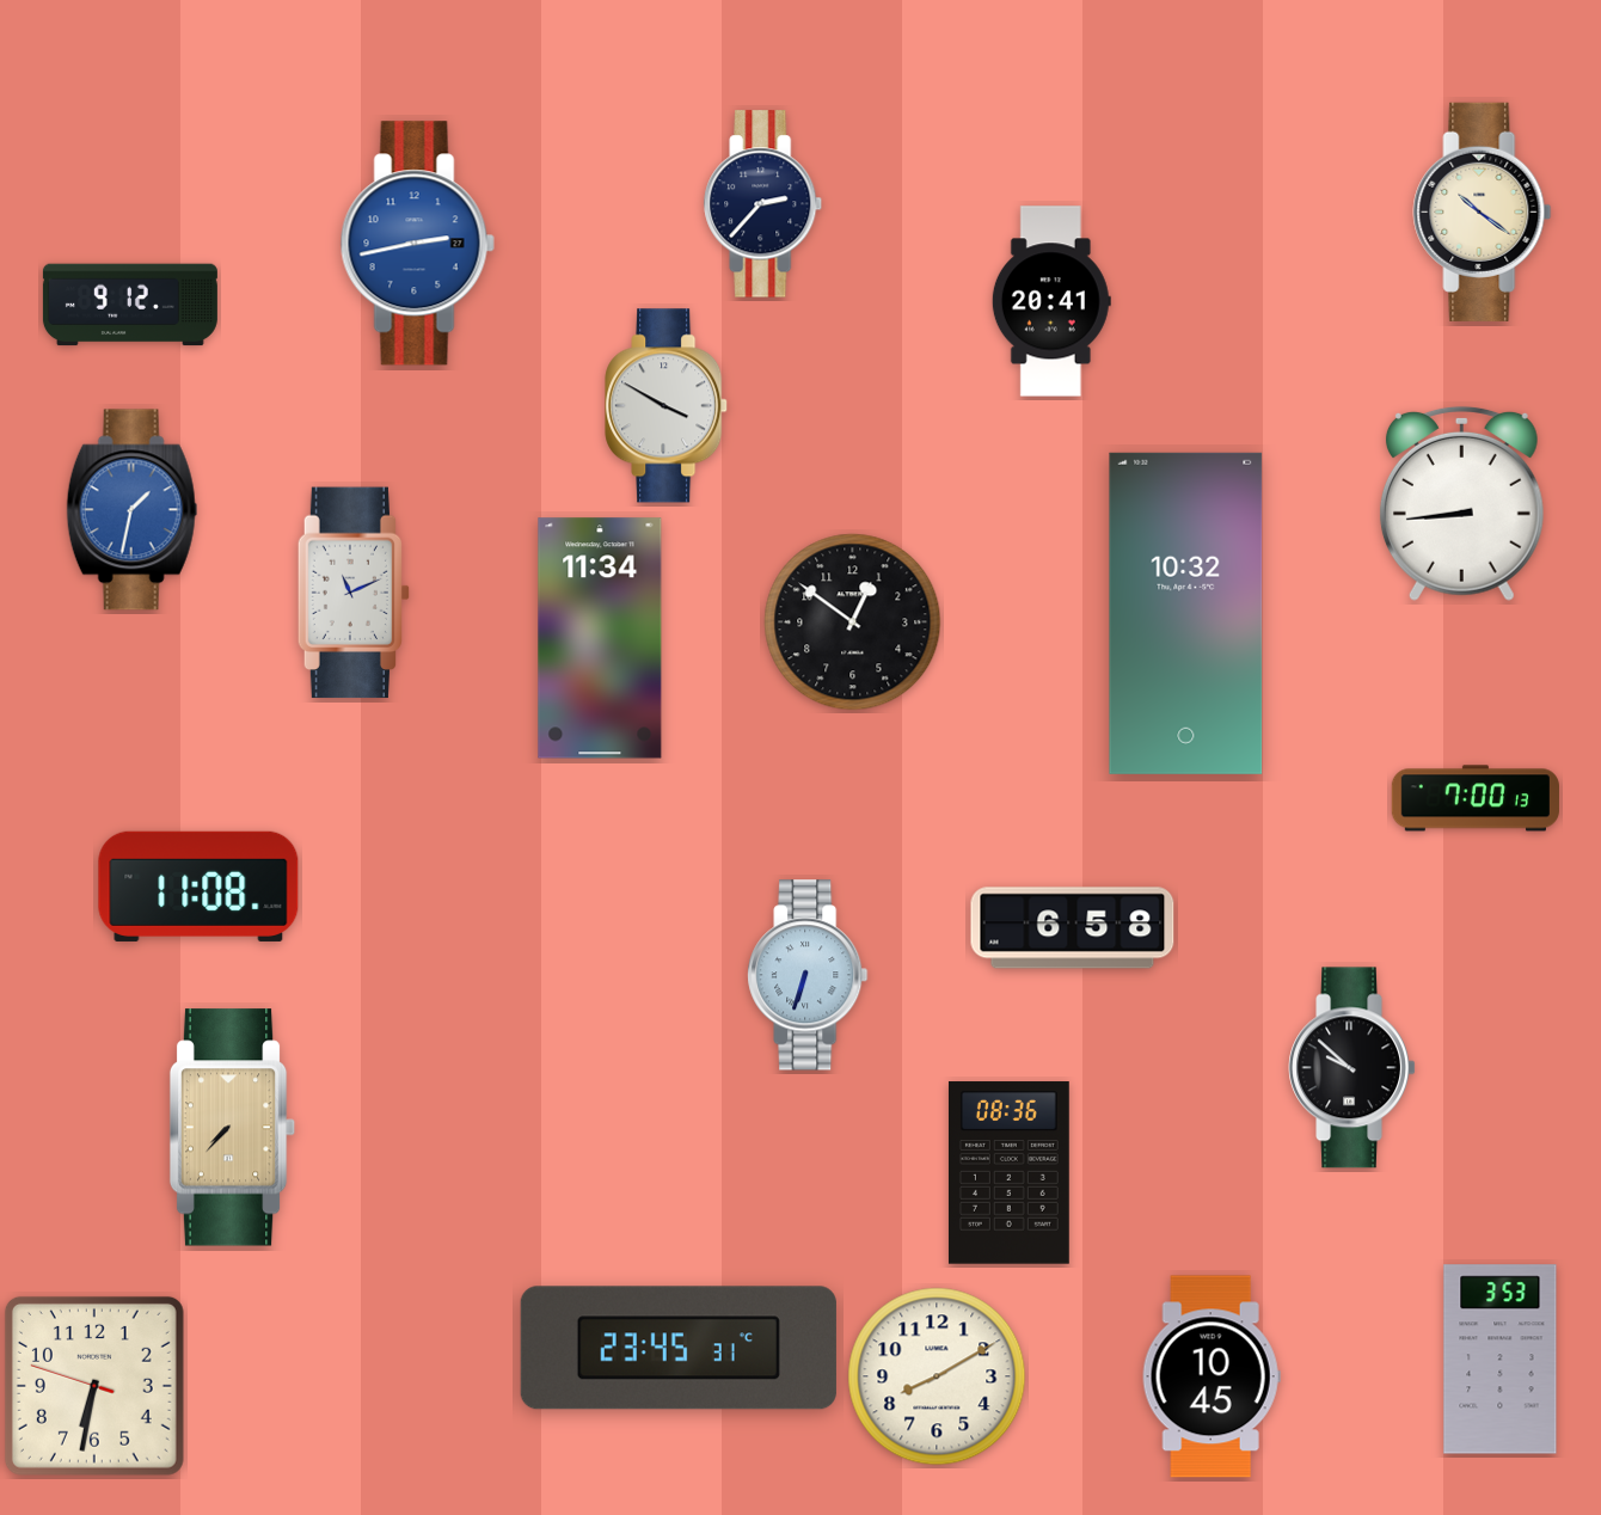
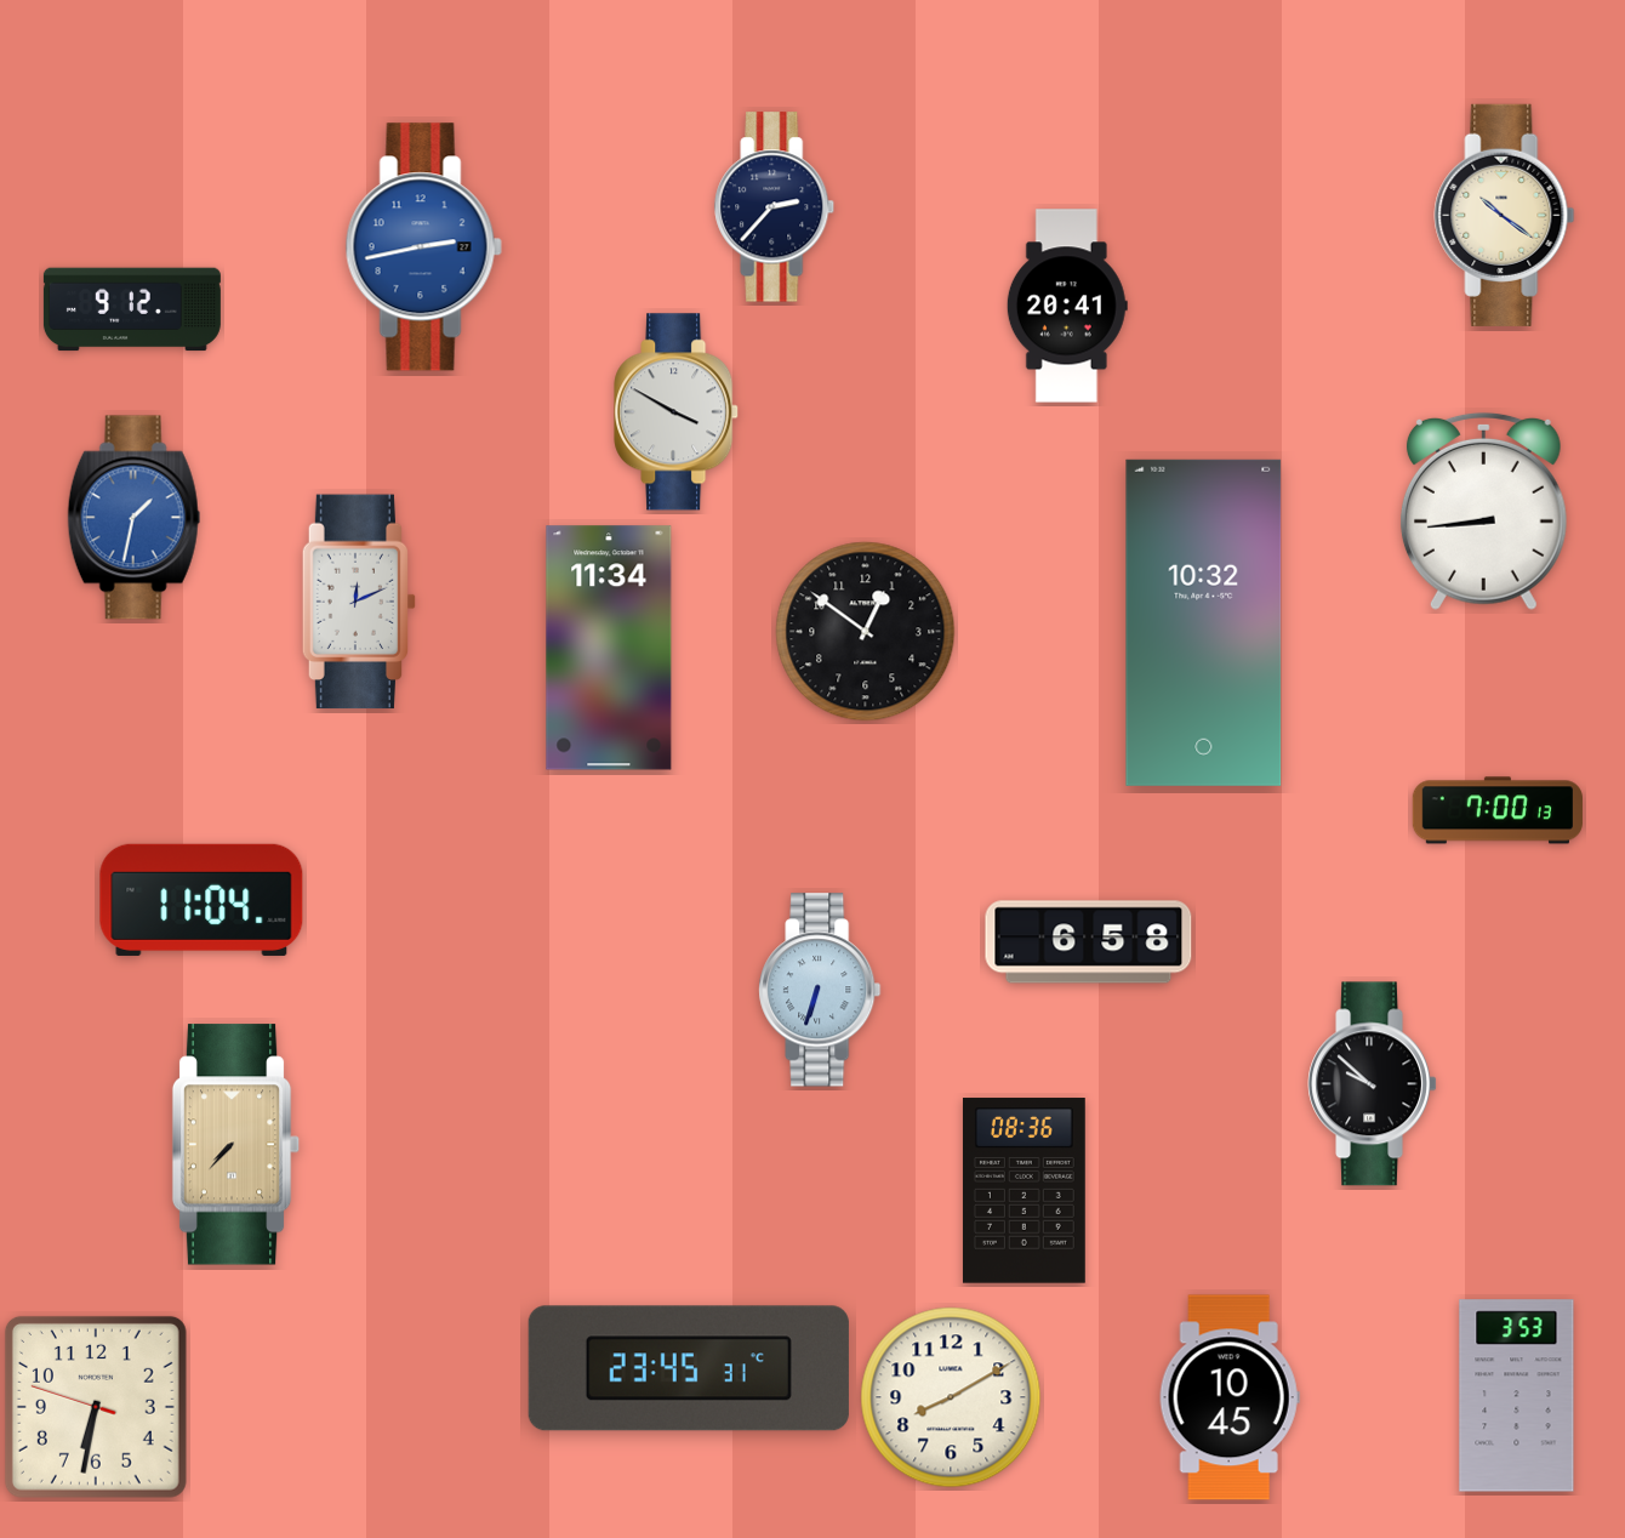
clock at (354, 593): 11:11 -> 12:11
clock at (198, 887): 11:08 -> 11:04
clock at (1501, 1360) position: (1501, 1360) -> (1517, 1396)
